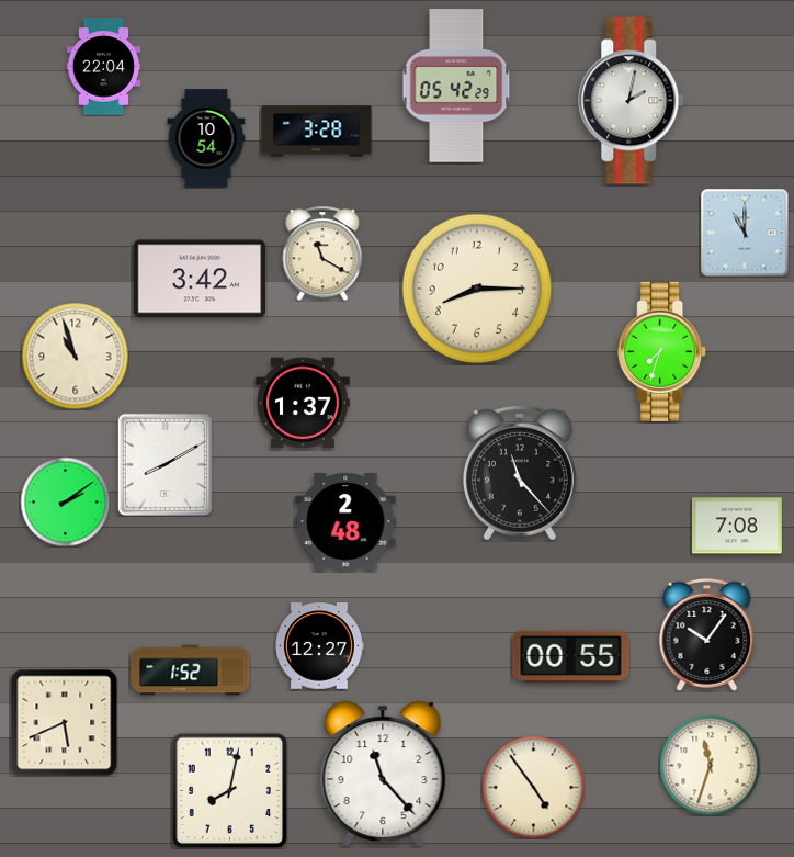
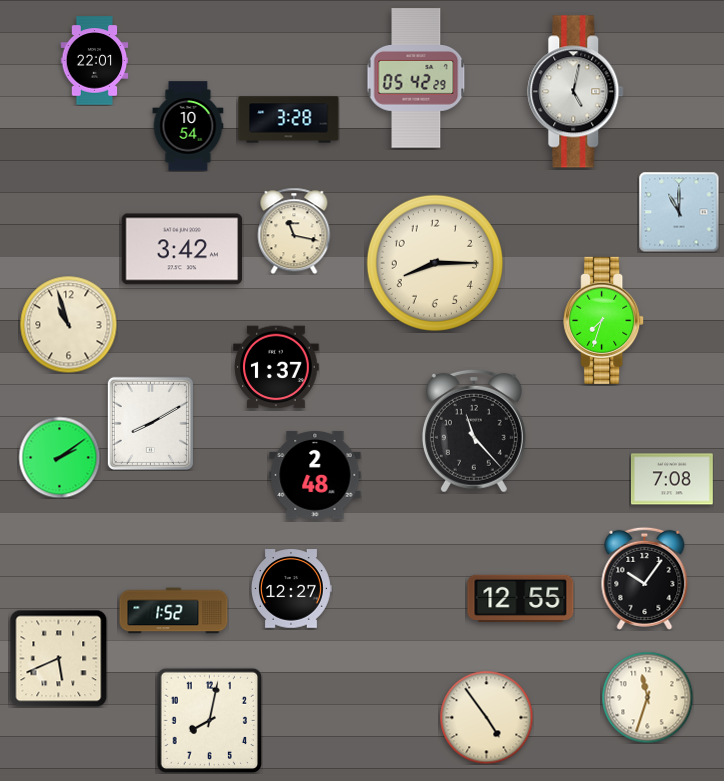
clock at (104, 67): 22:04 -> 22:01
clock at (632, 101): 2:02 -> 5:02
clock at (322, 253): 11:20 -> 11:17
clock at (200, 279) position: (200, 279) -> (182, 249)
clock at (571, 657): 00:55 -> 12:55
clock at (383, 773): 11:23 -> none
